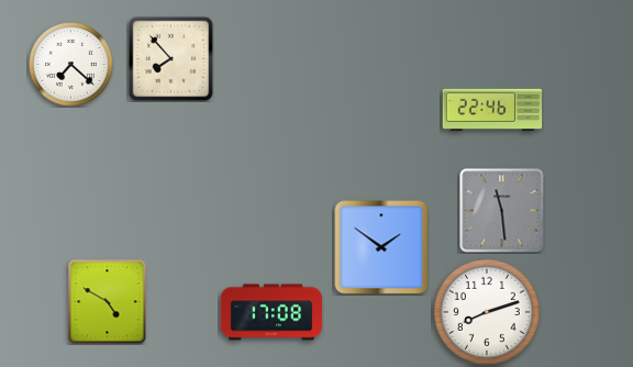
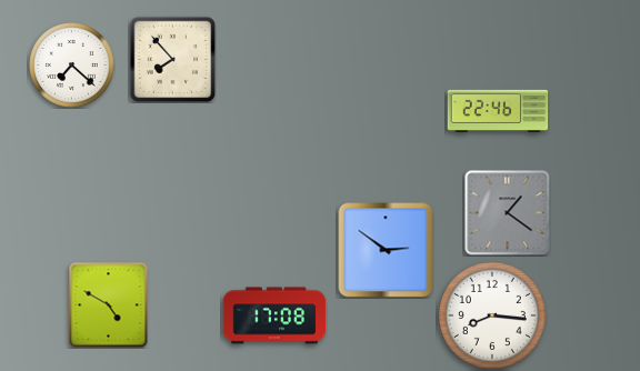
clock at (502, 211): 11:29 -> 1:21
clock at (381, 247): 1:51 -> 2:51
clock at (487, 312): 8:12 -> 8:16
